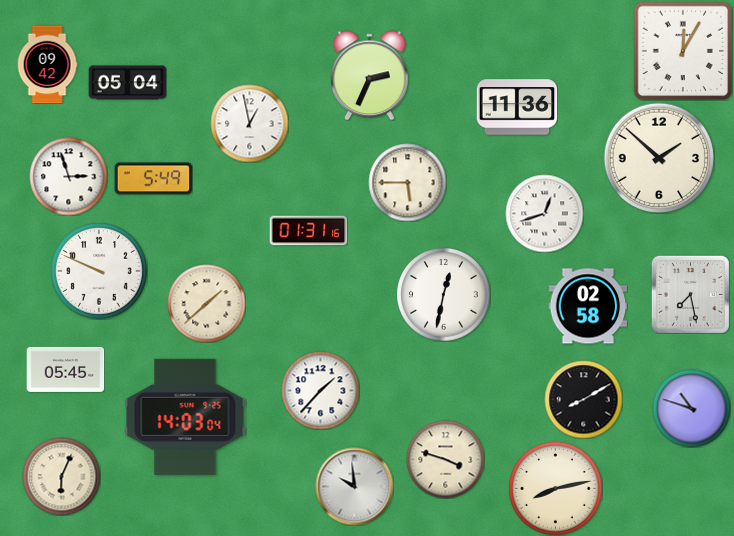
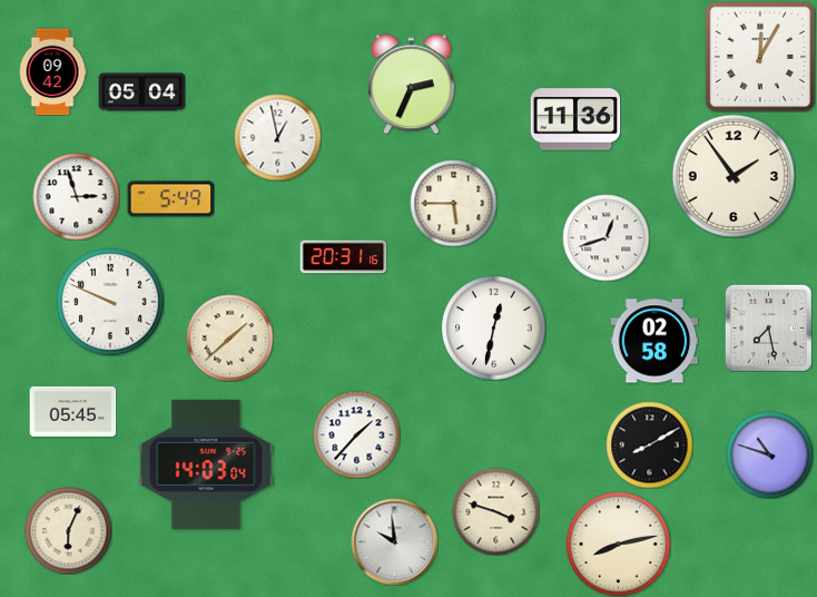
clock at (658, 157): 1:52 -> 1:54
clock at (308, 231): 01:31 -> 20:31
